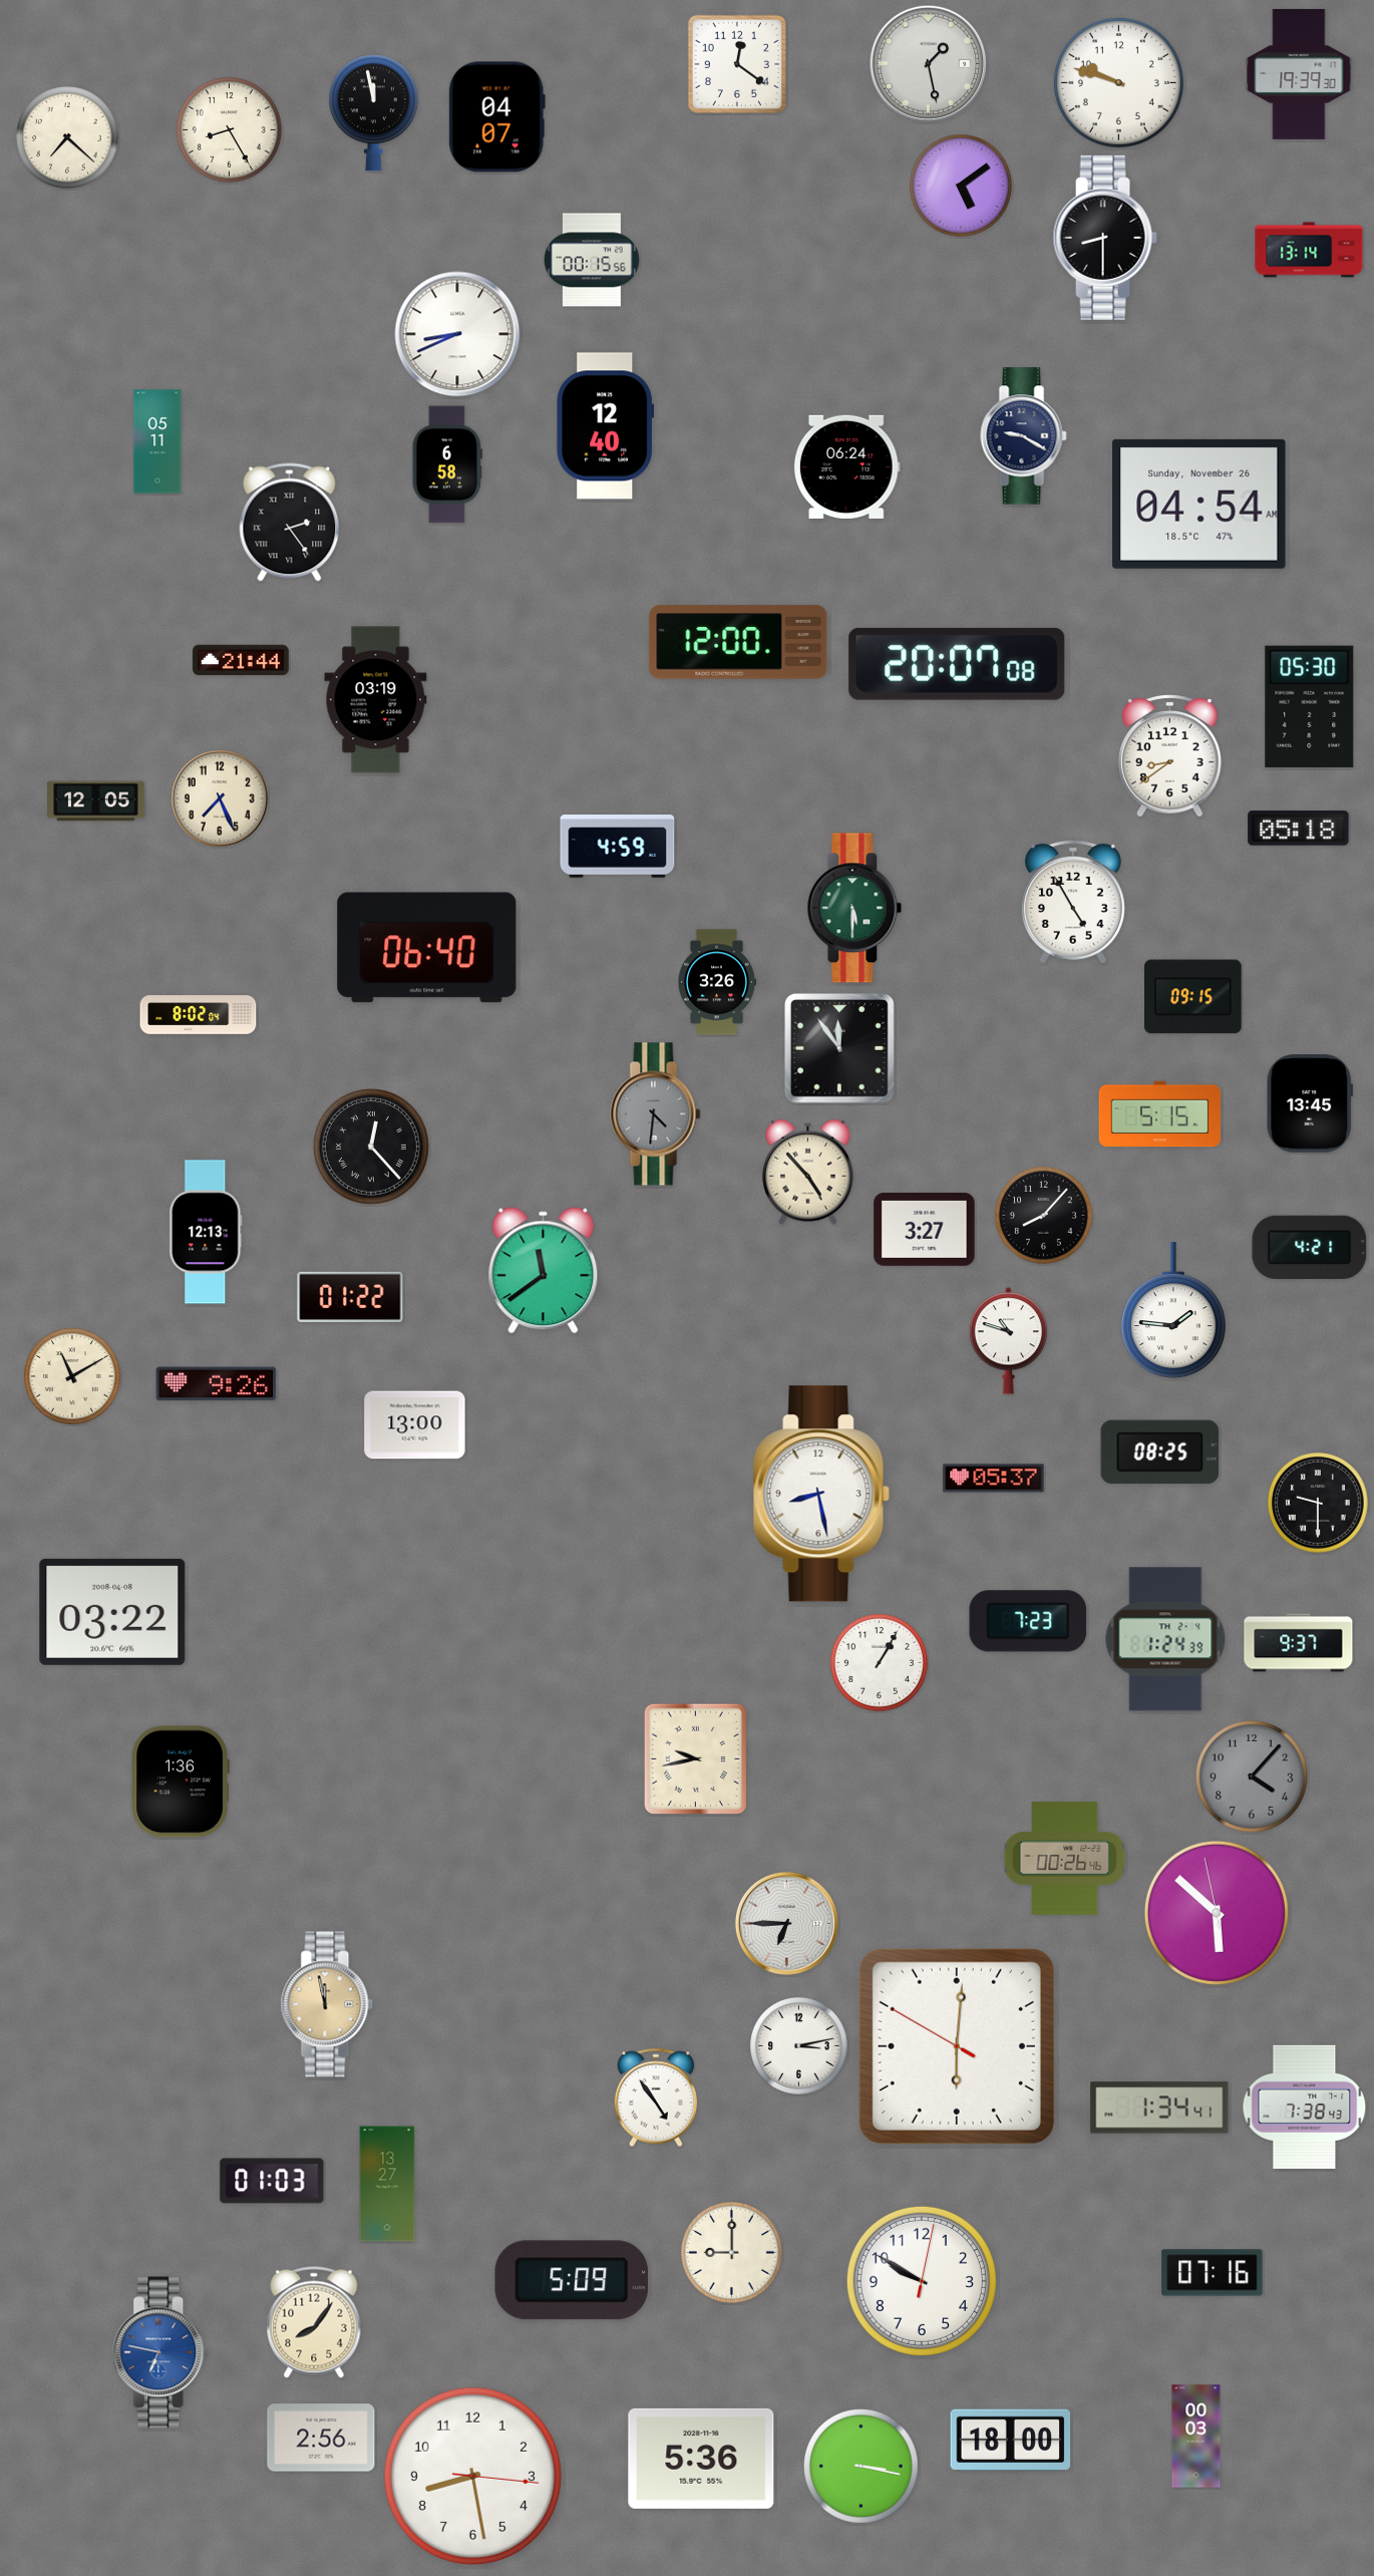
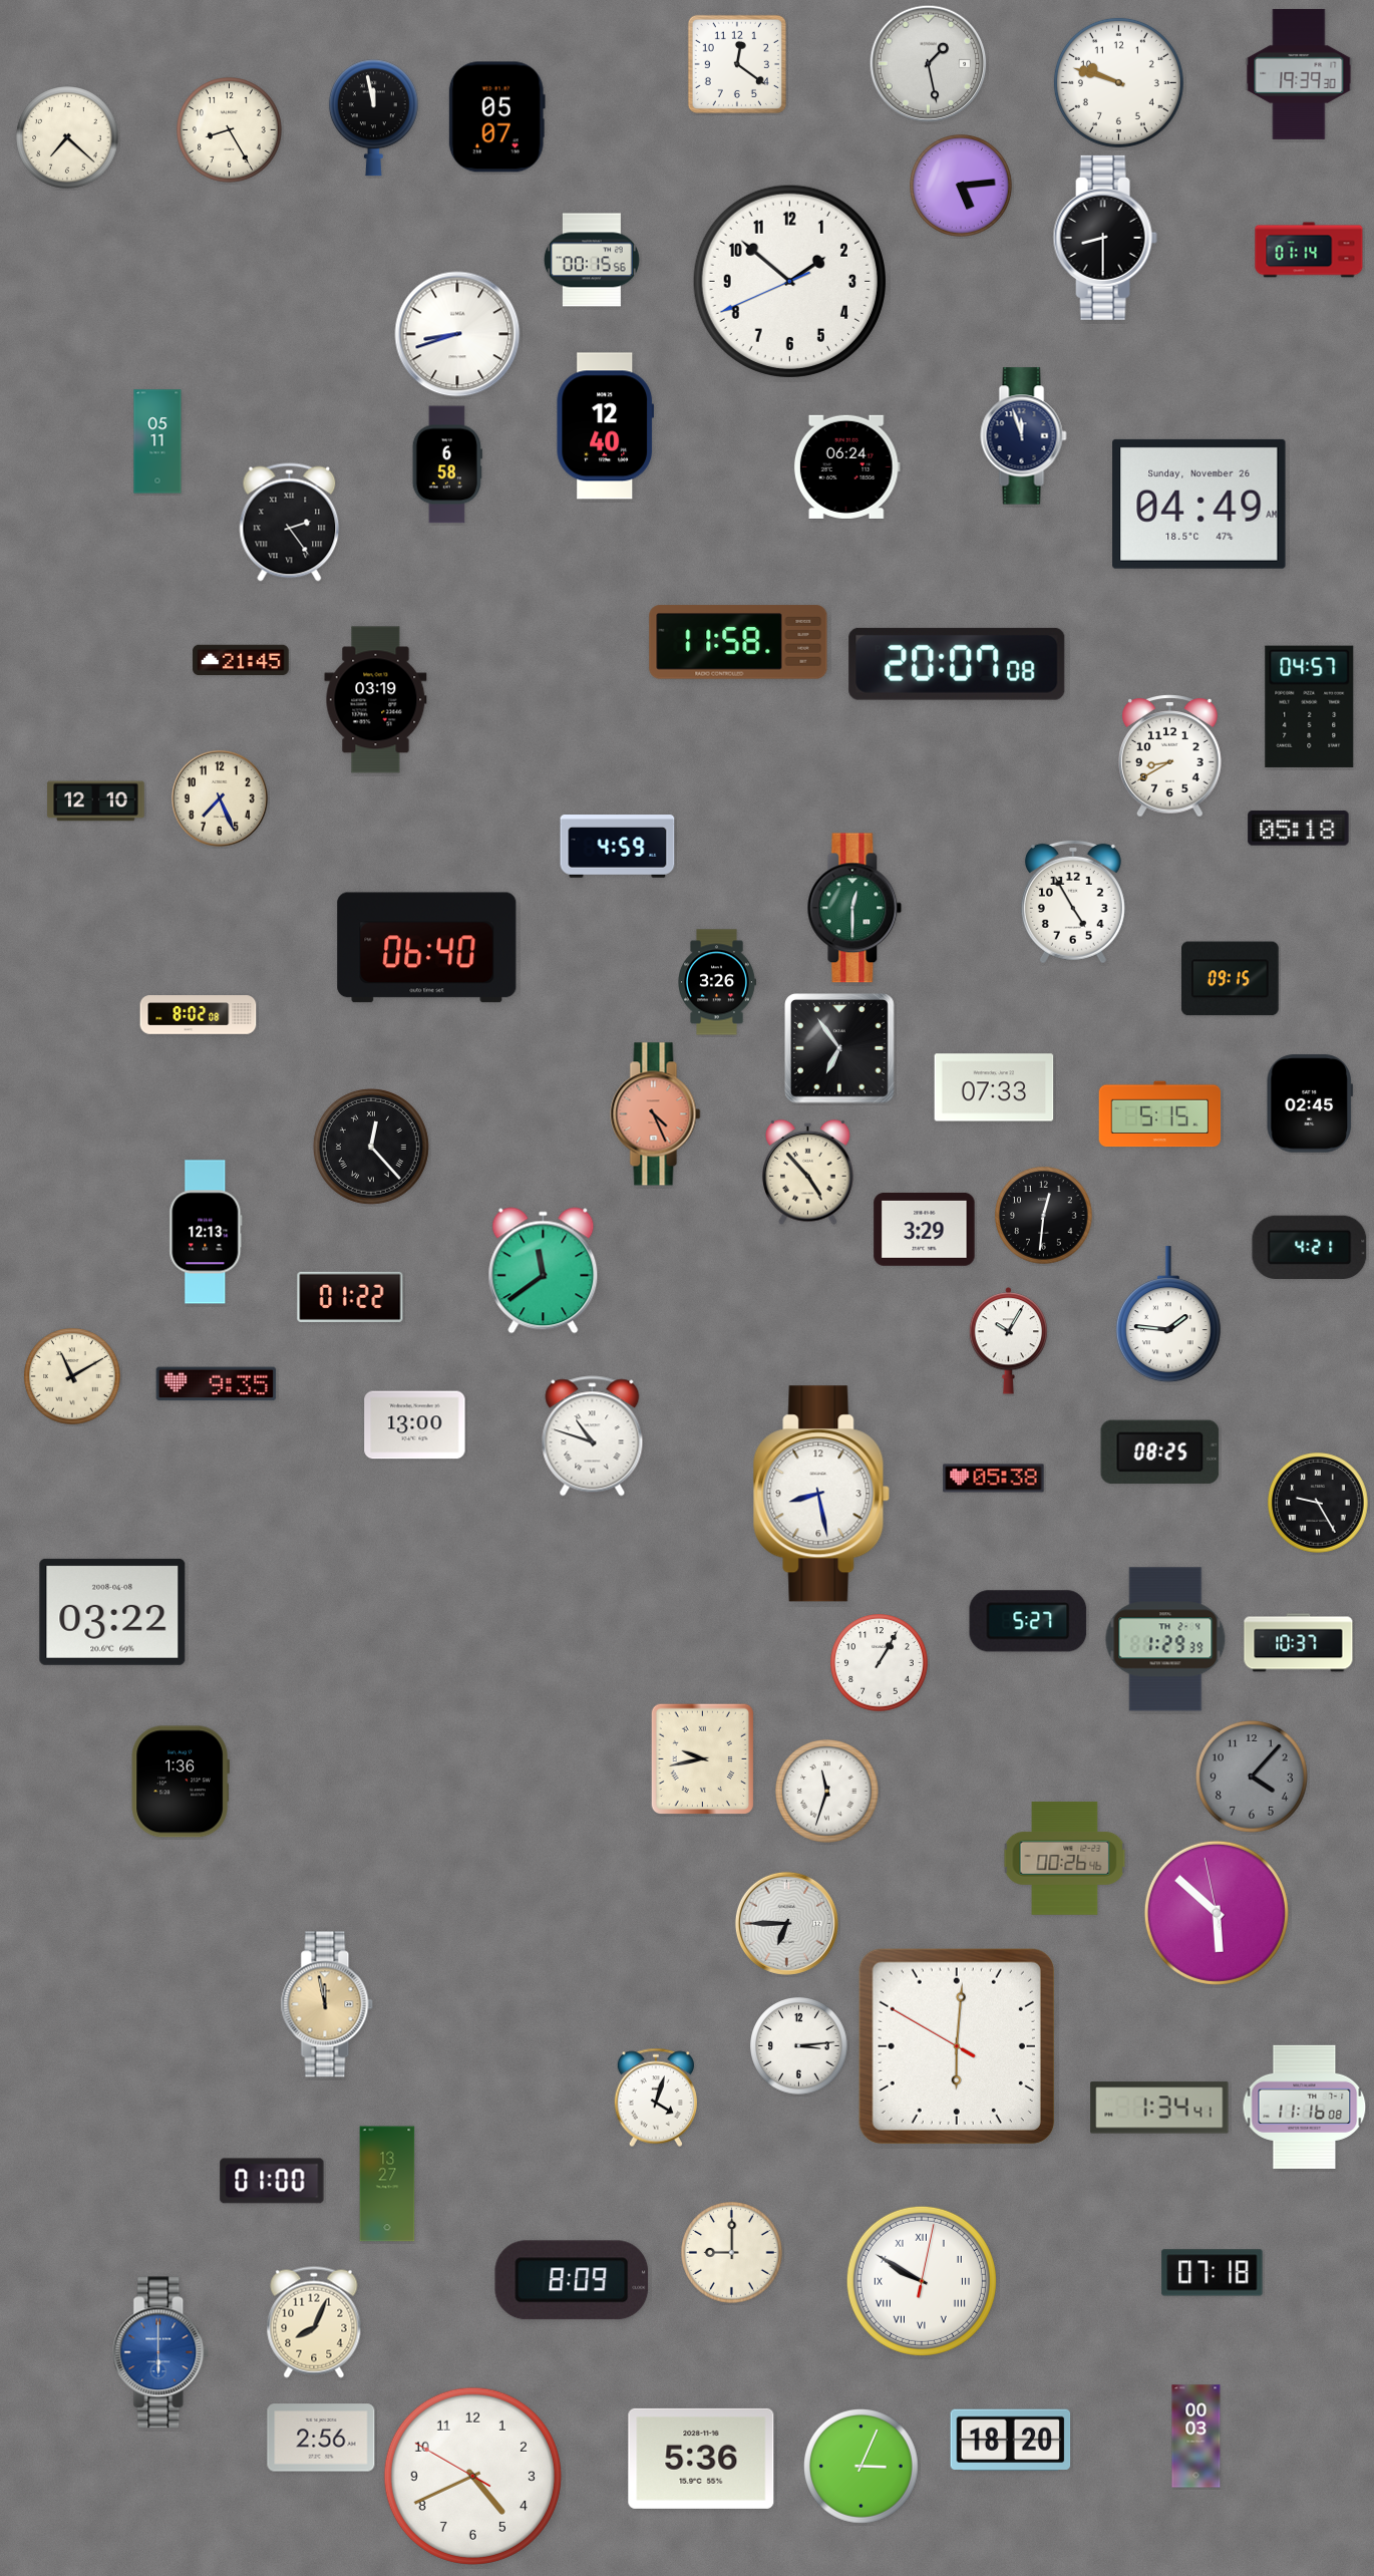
clock at (373, 113) position: (373, 113) -> (373, 118)
clock at (496, 117): 04:07 -> 05:07
clock at (961, 186): 5:09 -> 5:14
clock at (1309, 250): 13:14 -> 01:14
clock at (789, 281): none -> 1:51
clock at (457, 334): 8:41 -> 8:42
clock at (1024, 436): 9:20 -> 11:57
clock at (1199, 504): 04:54 -> 04:49
clock at (738, 642): 12:00 -> 11:58
clock at (241, 660): 21:44 -> 21:45
clock at (1310, 706): 05:30 -> 04:57
clock at (1170, 756): 8:39 -> 8:40
clock at (96, 801): 12:05 -> 12:10
clock at (854, 908): 5:30 -> 12:30
clock at (1193, 997) position: (1193, 997) -> (1231, 979)
clock at (199, 1015): 8:02:04 -> 8:02:08
clock at (840, 1049): 11:54 -> 6:54
clock at (994, 1087): none -> 07:33
clock at (1310, 1103): 13:45 -> 02:45
clock at (656, 1114): 4:31 -> 4:26
clock at (656, 1114) dial: grey -> salmon
clock at (1044, 1216): 8:07 -> 12:31
clock at (925, 1229): 3:27 -> 3:29
clock at (1173, 1311) position: (1173, 1311) -> (1168, 1315)
clock at (1009, 1341): 10:48 -> 10:05
clock at (217, 1384): 9:26 -> 9:35
clock at (593, 1436): none -> 10:48
clock at (994, 1479): 05:37 -> 05:38
clock at (1318, 1503): 9:30 -> 9:25
clock at (1028, 1621): 7:23 -> 5:27
clock at (1165, 1639): 1:24 -> 1:29
clock at (1299, 1643): 9:37 -> 10:37
clock at (695, 1758) position: (695, 1758) -> (702, 1758)
clock at (827, 1792): none -> 11:33
clock at (799, 2046): 3:13 -> 3:14
clock at (655, 2098): 4:54 -> 4:03
clock at (1305, 2107): 7:38 -> 11:16
clock at (272, 2181): 01:03 -> 01:00
clock at (1213, 2273): 07:16 -> 07:18
clock at (572, 2280): 5:09 -> 8:09
clock at (922, 2281) numerals: Arabic -> Roman
clock at (314, 2322): 8:06 -> 8:04
clock at (161, 2352): 6:47 -> 6:00
clock at (1011, 2441): 18:00 -> 18:20
clock at (861, 2466): 3:17 -> 3:04
clock at (472, 2476): 8:28 -> 4:40
